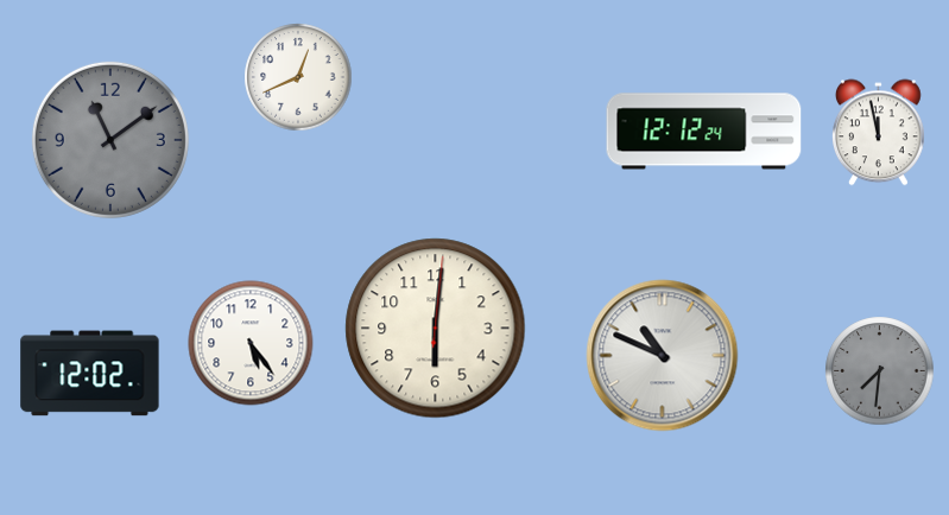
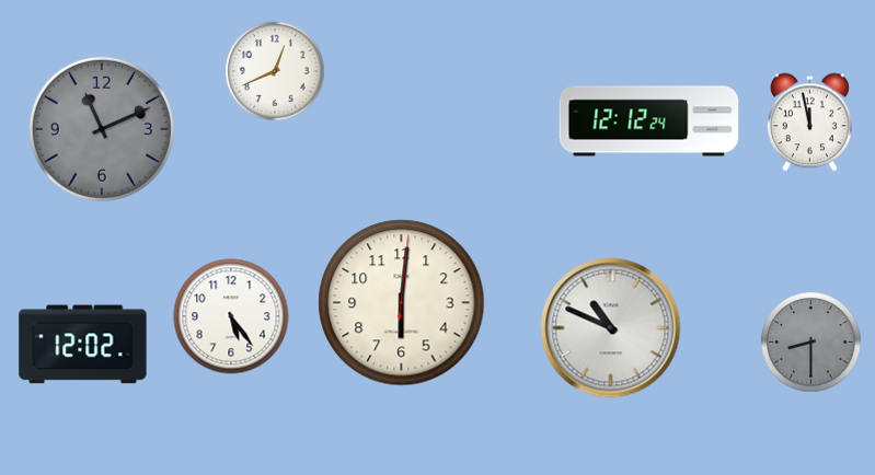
clock at (110, 140): 11:09 -> 11:11
clock at (880, 371): 7:31 -> 8:30
